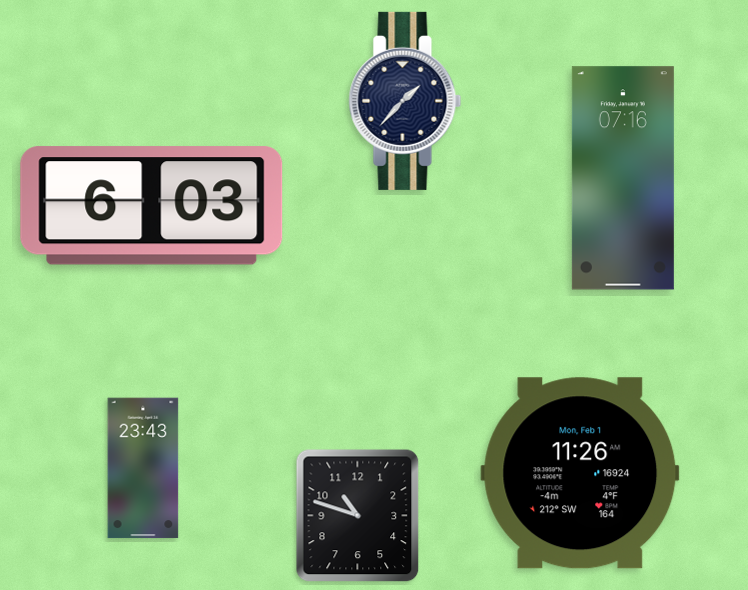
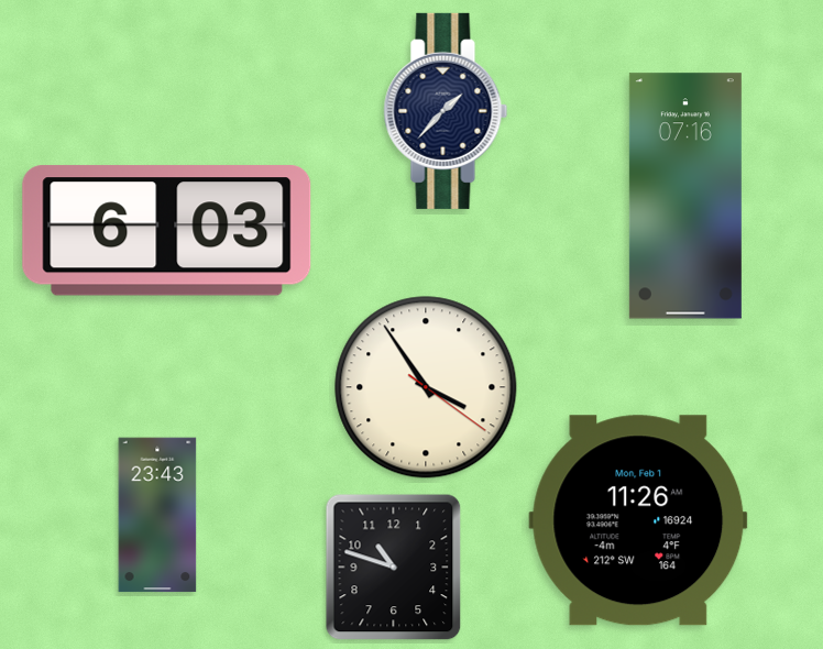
clock at (152, 206) position: (152, 206) -> (167, 231)
clock at (426, 387): none -> 3:54
